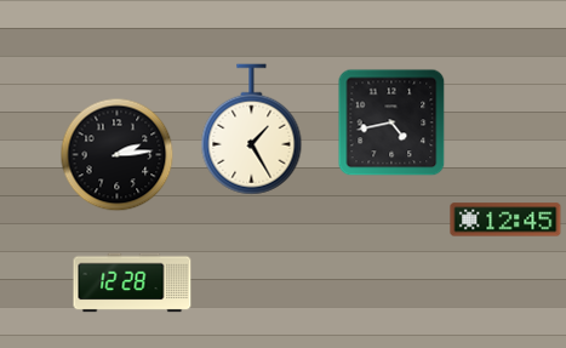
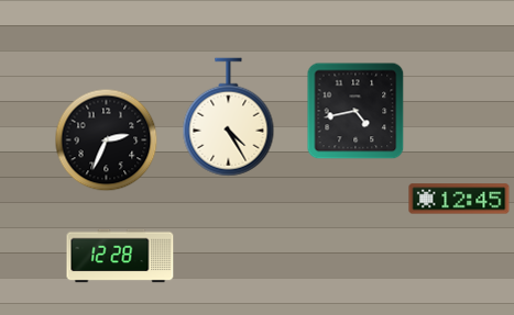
clock at (252, 130): 1:25 -> 4:25
clock at (116, 154): 2:14 -> 2:34
